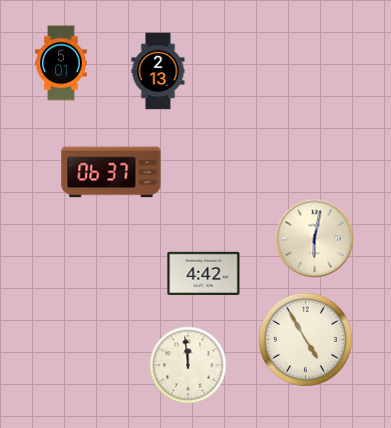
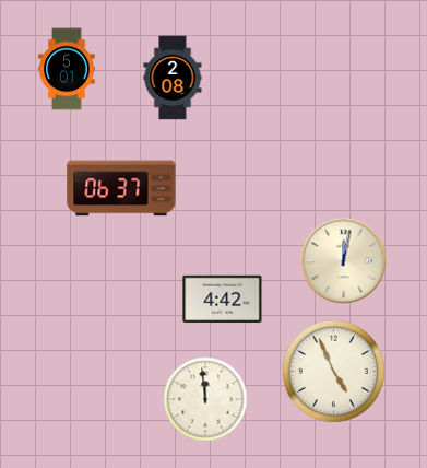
clock at (158, 71): 2:13 -> 2:08
clock at (315, 239): 6:02 -> 12:02
clock at (305, 339): 4:55 -> 4:56
